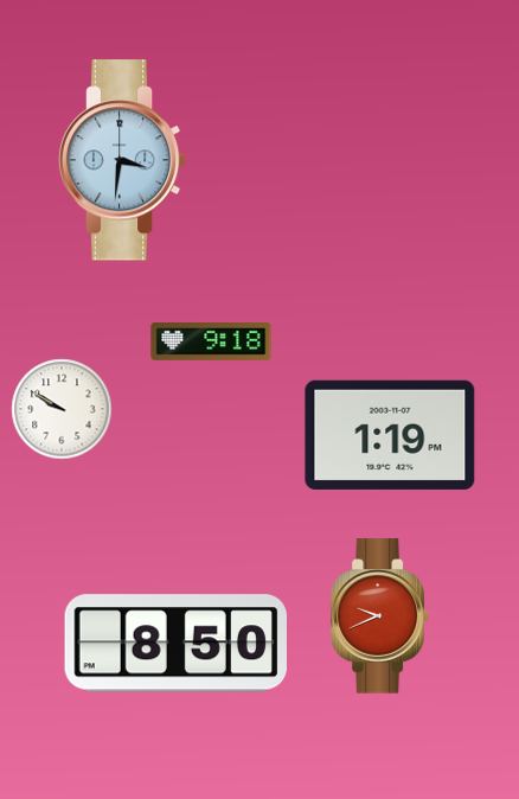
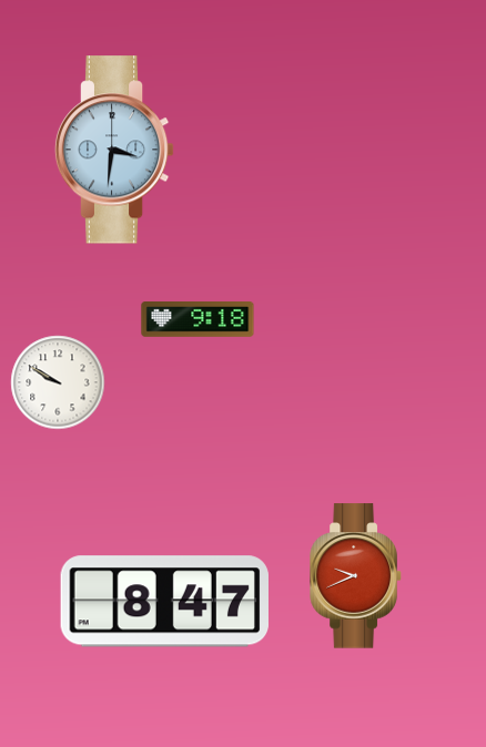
clock at (390, 435): 1:19 -> none
clock at (175, 644): 8:50 -> 8:47
